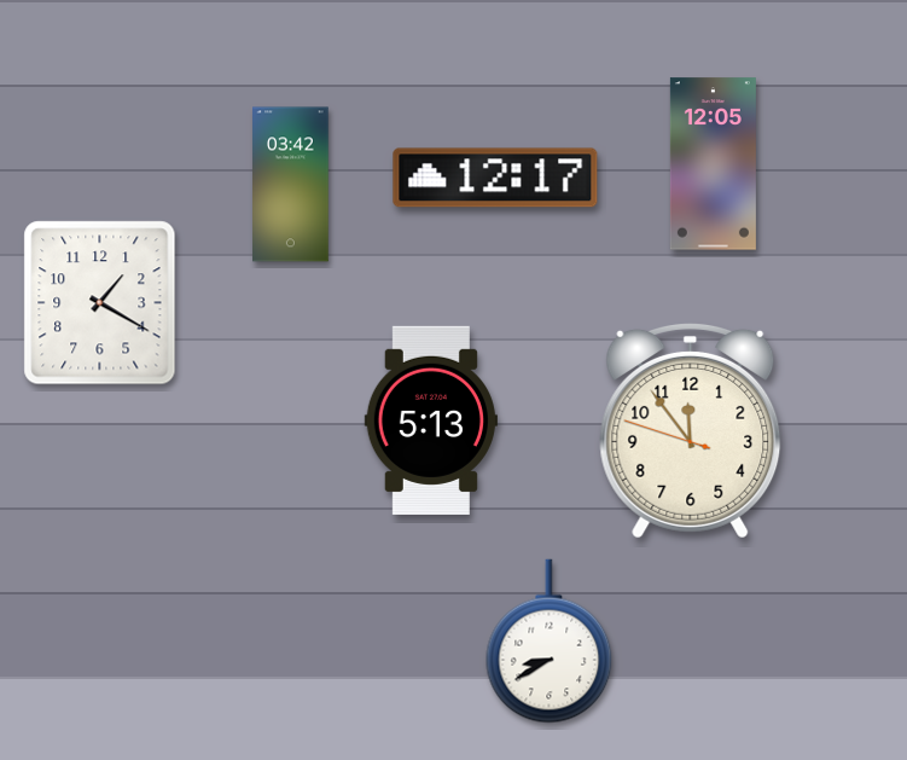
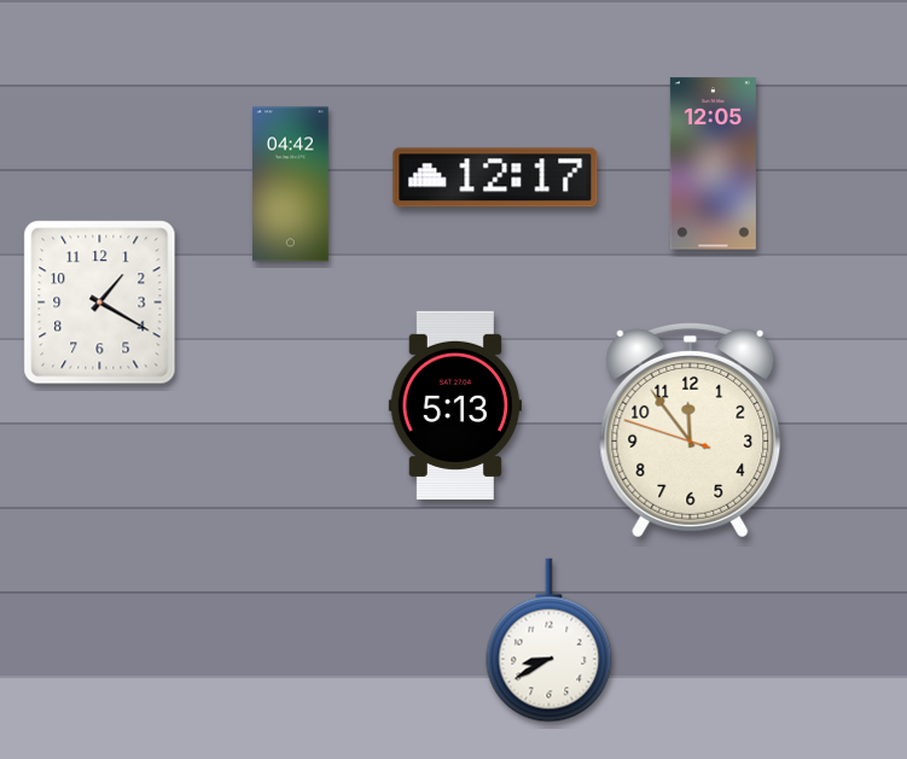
clock at (291, 185): 03:42 -> 04:42
clock at (431, 419) position: (431, 419) -> (455, 404)
